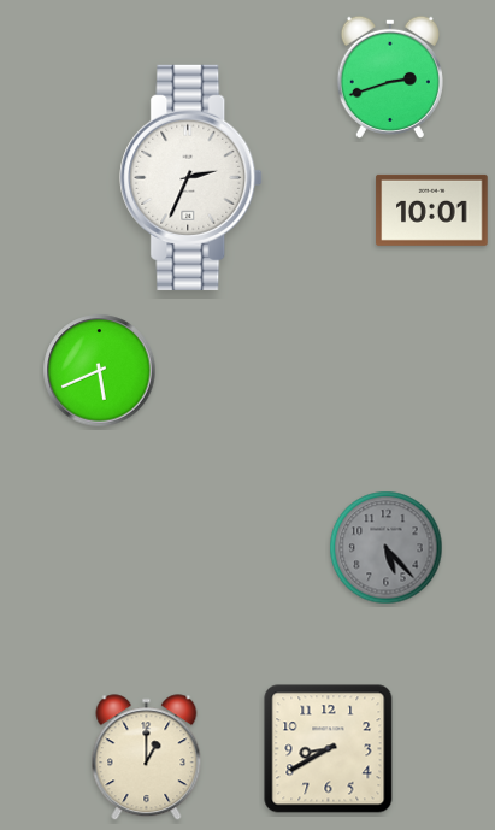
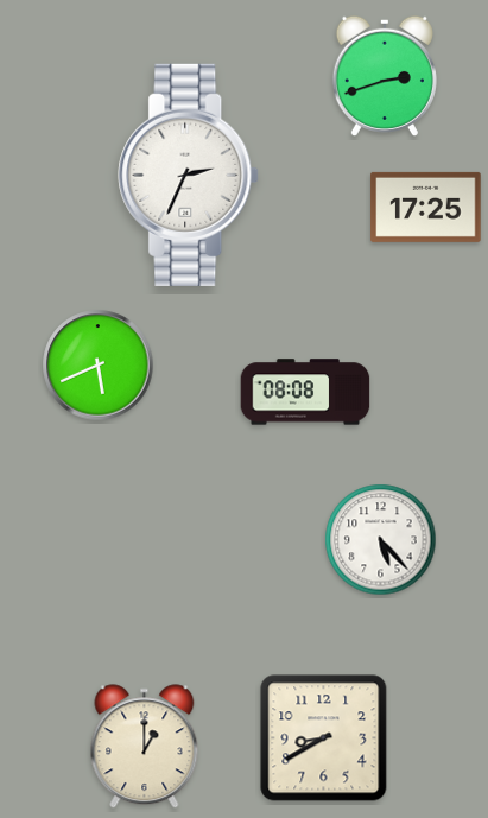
clock at (432, 210): 10:01 -> 17:25
clock at (305, 392): none -> 08:08
clock at (387, 548) dial: grey -> white
